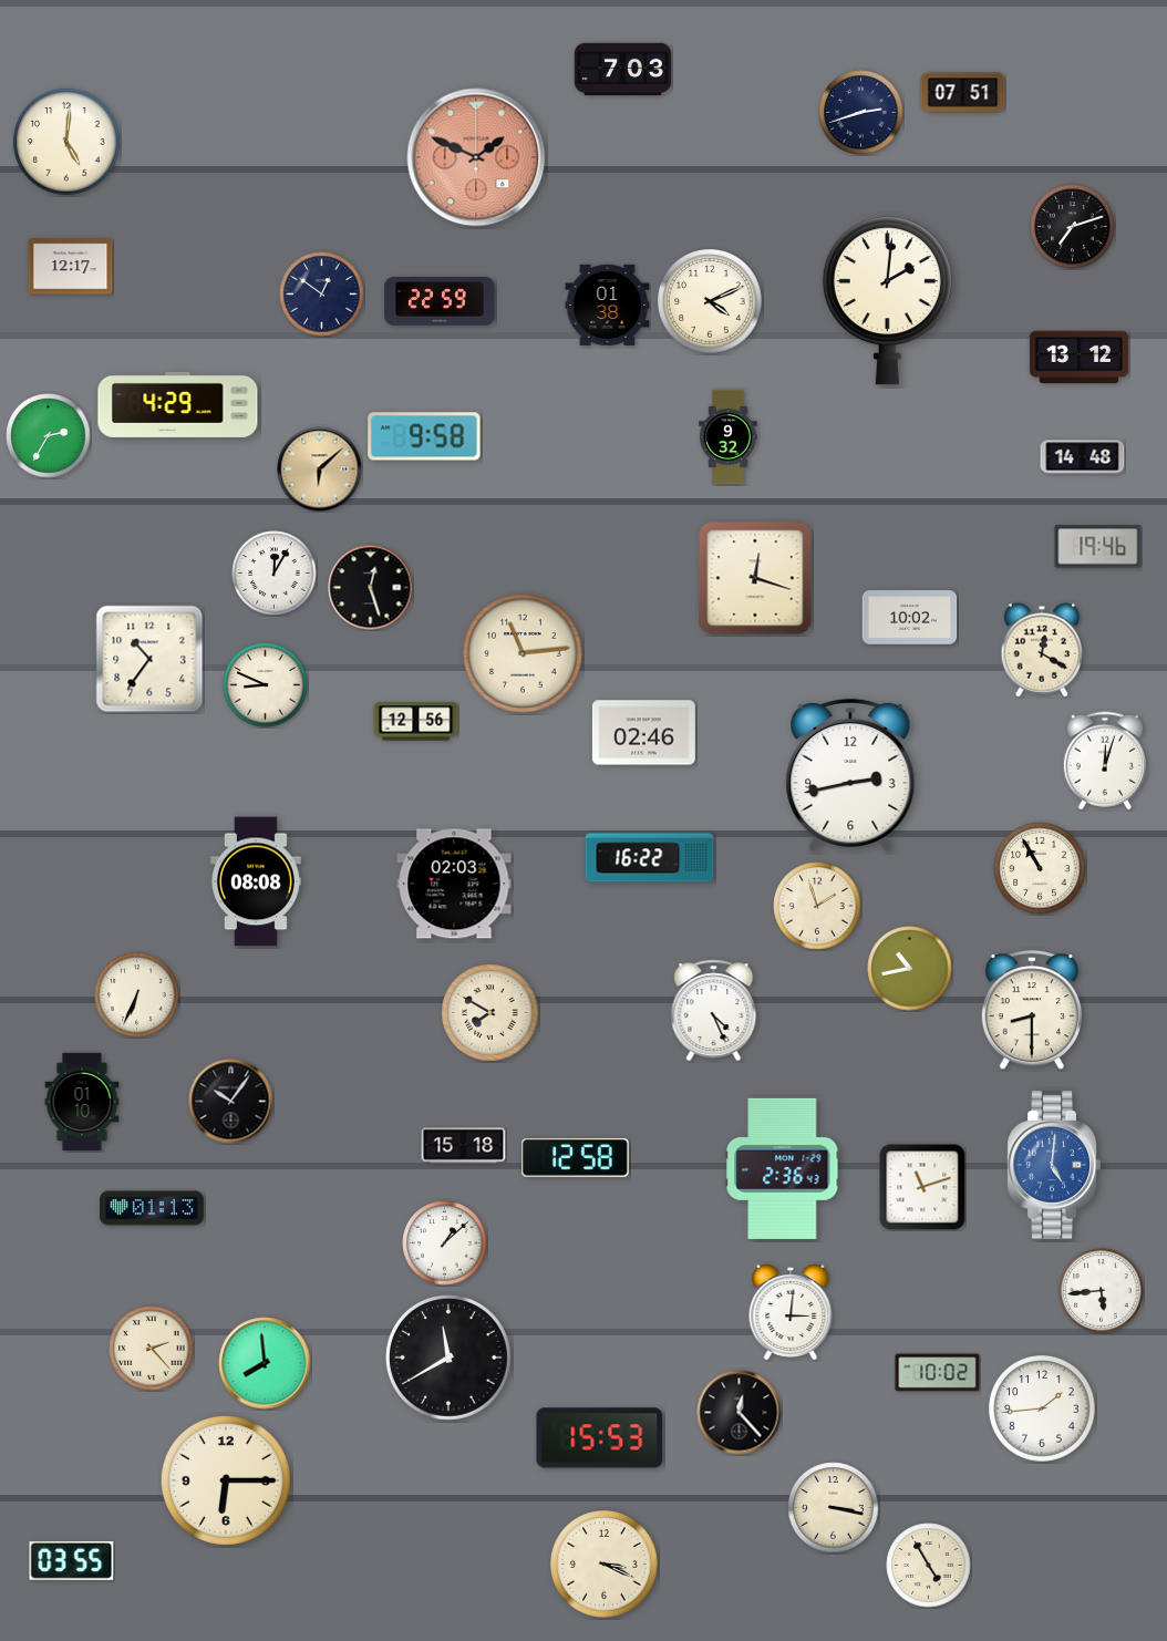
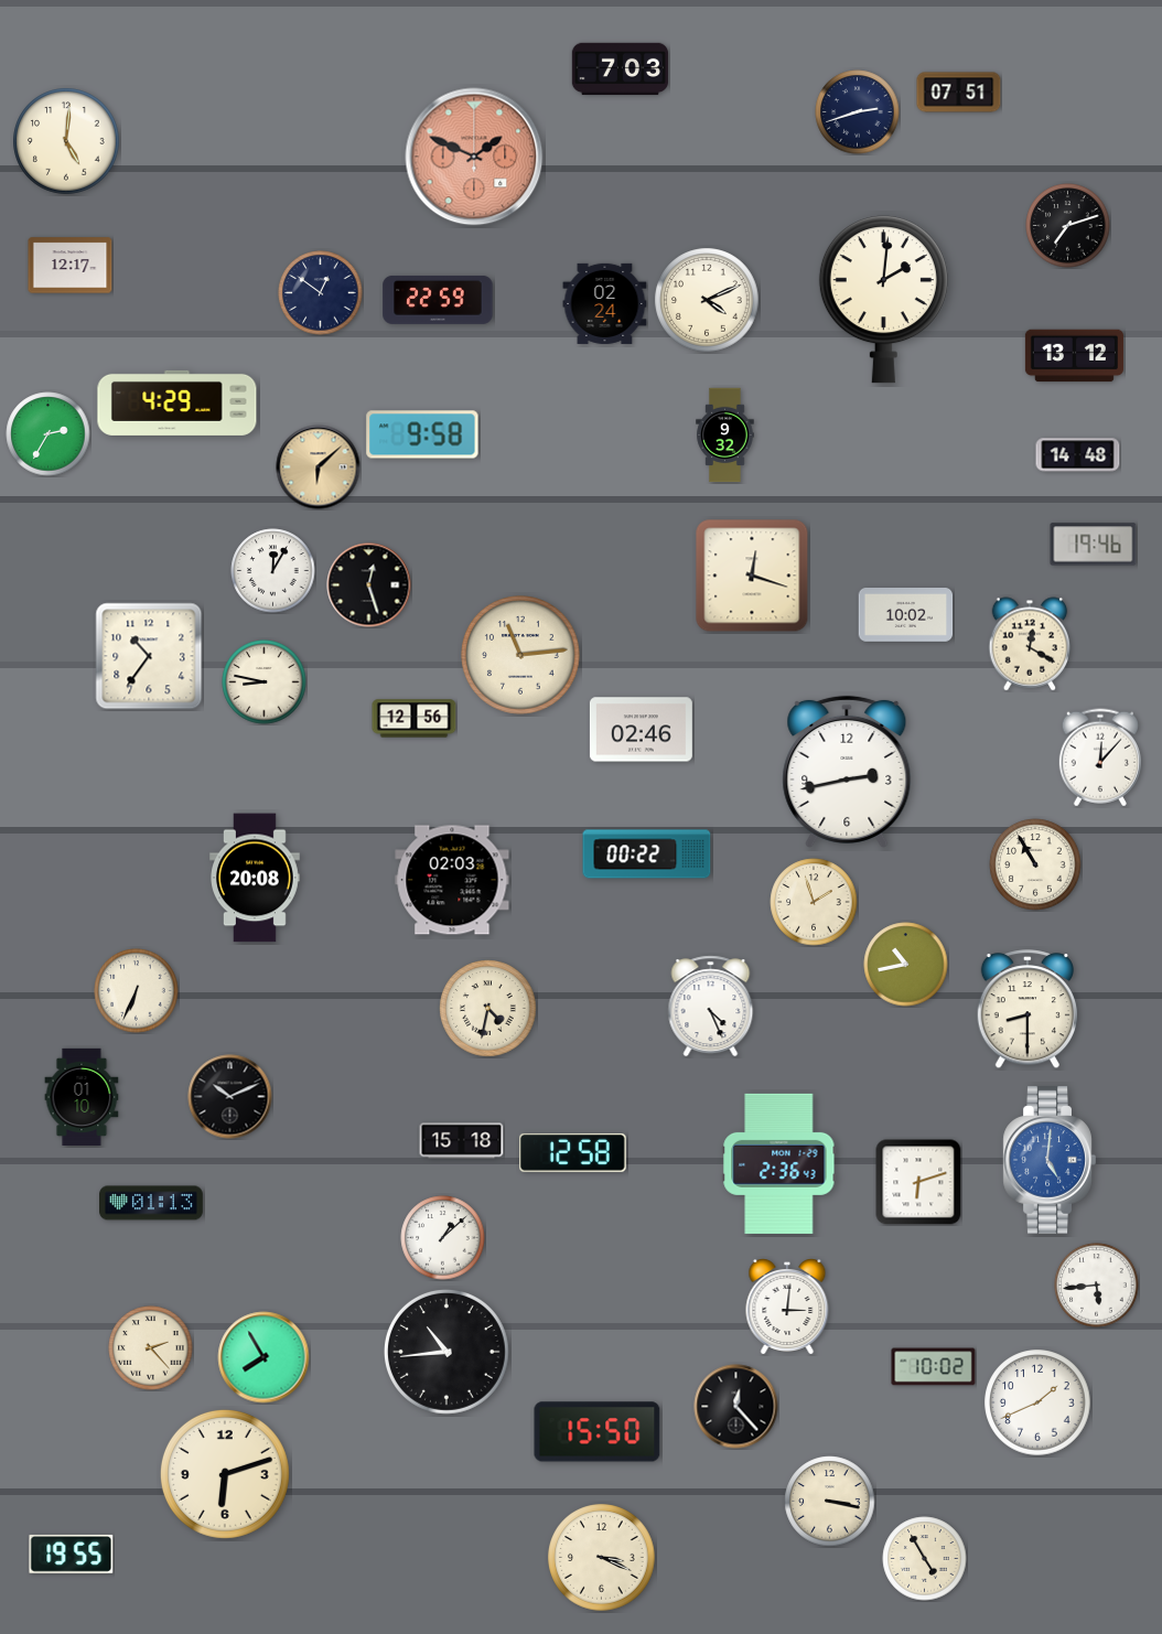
clock at (608, 305): 01:38 -> 02:24
clock at (1042, 650) position: (1042, 650) -> (1030, 644)
clock at (524, 654) position: (524, 654) -> (521, 656)
clock at (266, 685): 8:49 -> 8:47
clock at (1105, 761): 12:03 -> 12:07
clock at (650, 858): 16:22 -> 00:22
clock at (257, 881): 08:08 -> 20:08
clock at (1031, 1011) position: (1031, 1011) -> (1026, 1010)
clock at (490, 1013): 7:50 -> 4:32
clock at (231, 1102): 10:06 -> 10:11
clock at (922, 1187): 11:12 -> 6:12
clock at (152, 1349) position: (152, 1349) -> (151, 1348)
clock at (448, 1358): 11:40 -> 10:44
clock at (265, 1363): 7:59 -> 7:55
clock at (1042, 1408): 1:44 -> 1:41
clock at (600, 1438): 15:53 -> 15:50
clock at (226, 1480): 6:15 -> 6:12
clock at (72, 1560): 03:55 -> 19:55
